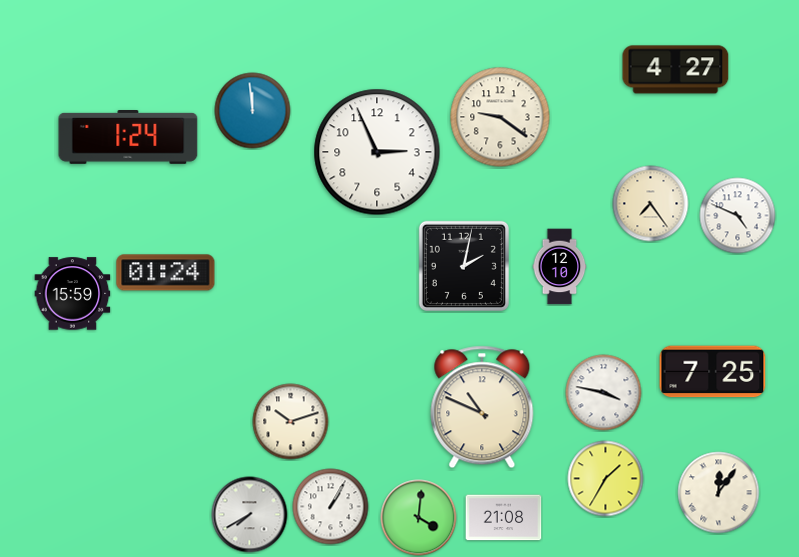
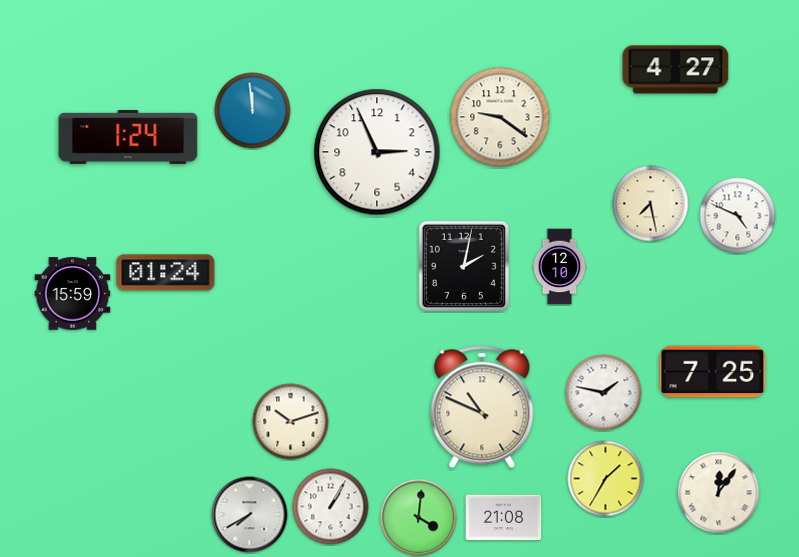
clock at (651, 204): 7:24 -> 7:28
clock at (604, 393): 3:47 -> 1:47
